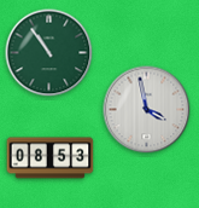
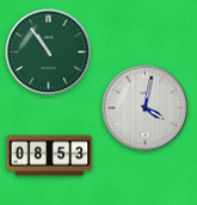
clock at (147, 110): 3:58 -> 4:02
